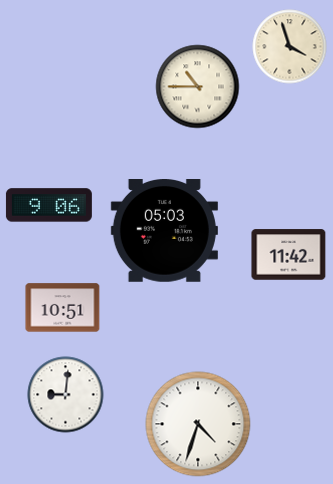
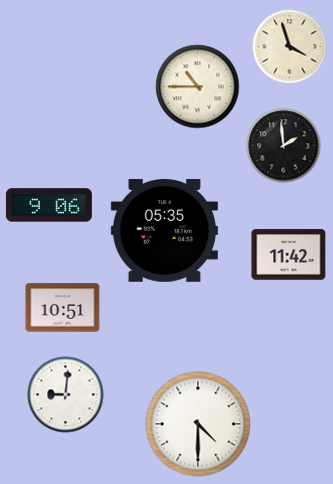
clock at (284, 146): none -> 1:59
clock at (164, 231): 05:03 -> 05:35
clock at (198, 424): 4:33 -> 4:30
